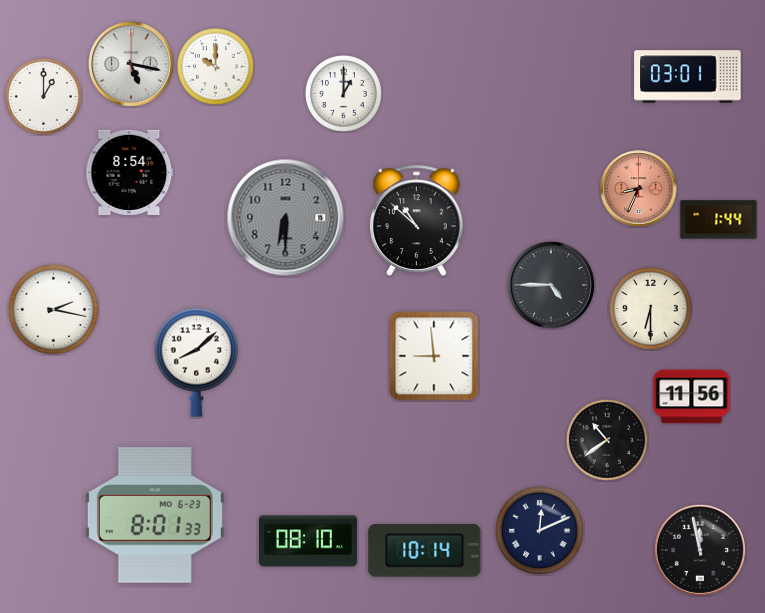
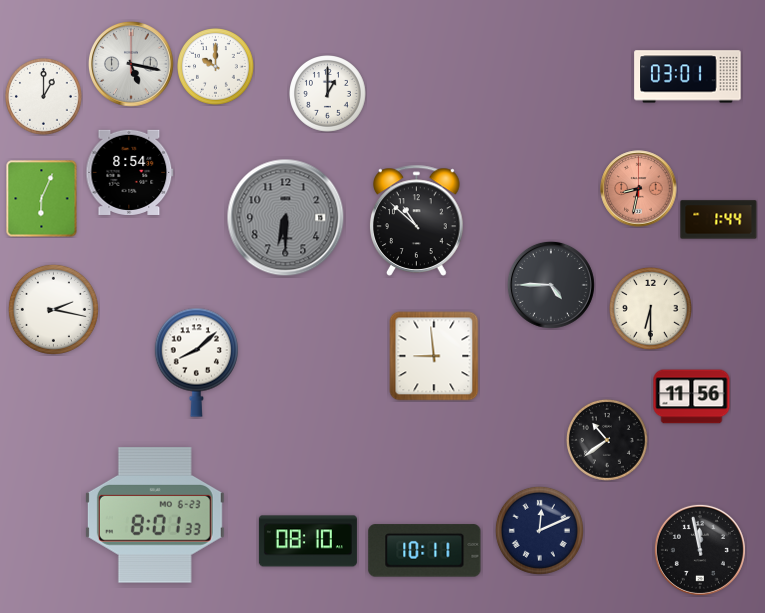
clock at (344, 94) position: (344, 94) -> (328, 94)
clock at (639, 189): 8:34 -> 8:32
clock at (42, 199): none -> 6:04
clock at (425, 551): 10:14 -> 10:11
